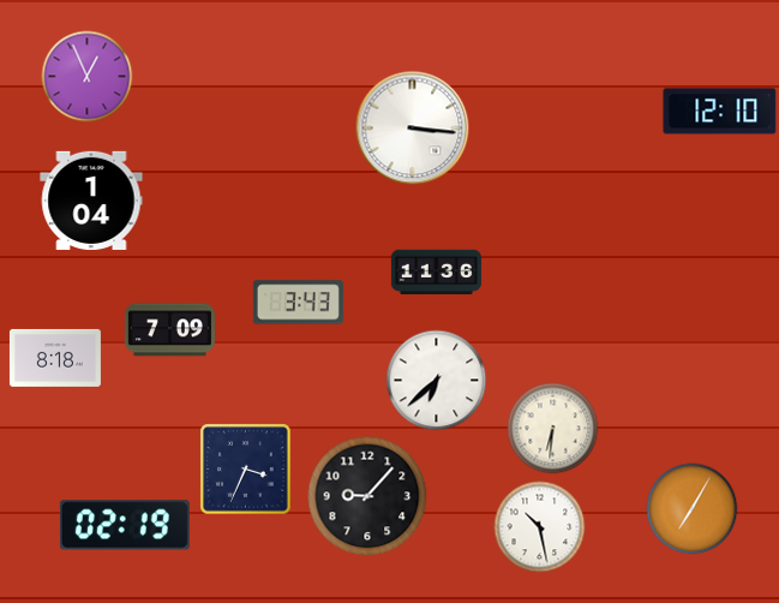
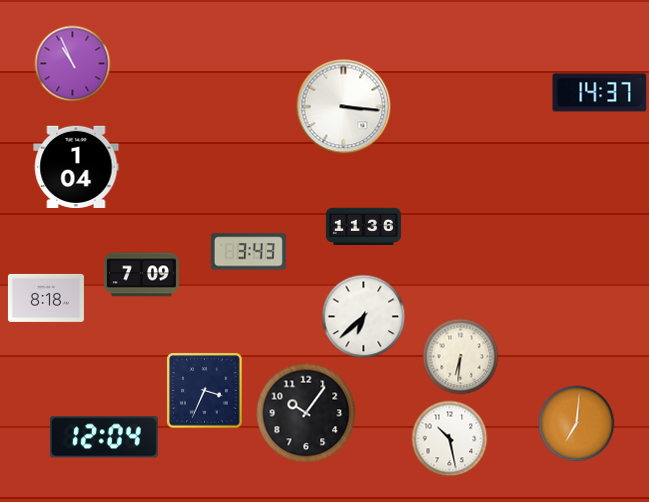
clock at (88, 77): 12:56 -> 10:56
clock at (720, 112): 12:10 -> 14:37
clock at (367, 496): 9:07 -> 10:06
clock at (693, 509): 7:05 -> 7:01
clock at (125, 525): 02:19 -> 12:04
